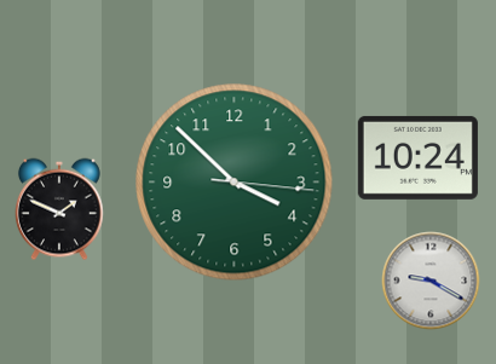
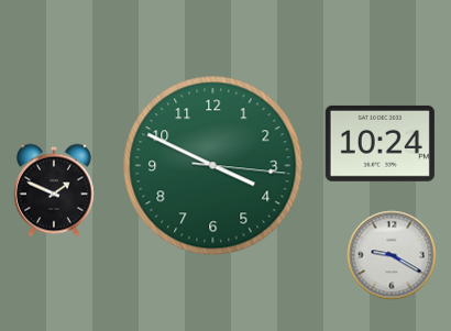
clock at (235, 183): 3:52 -> 3:49
